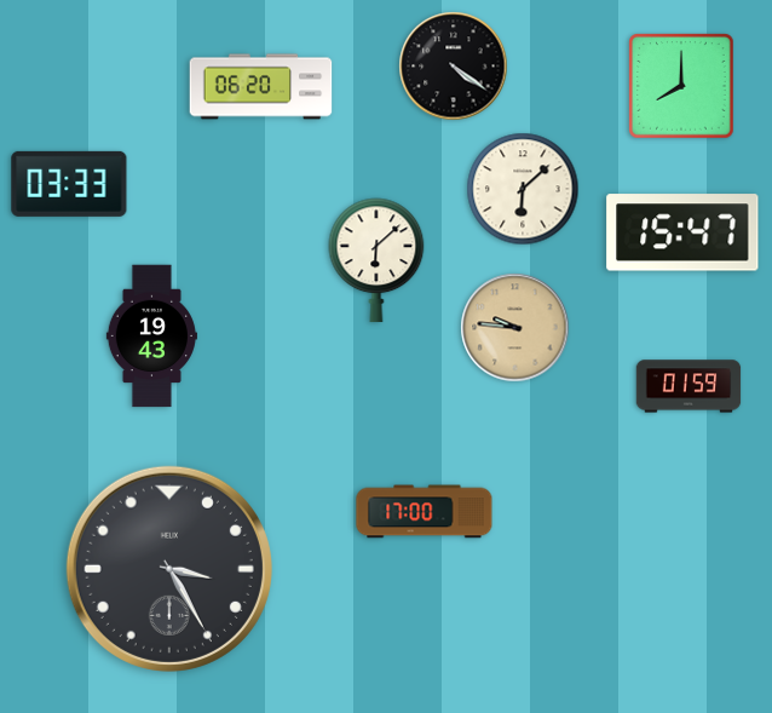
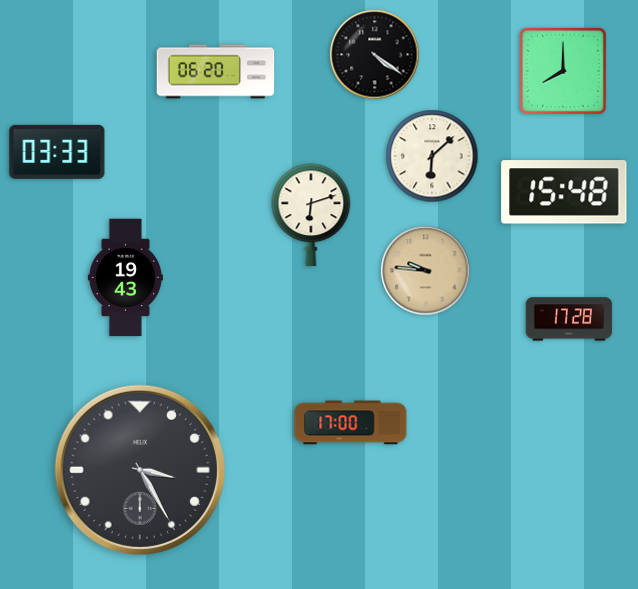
clock at (682, 232): 15:47 -> 15:48
clock at (376, 260): 6:08 -> 6:12
clock at (689, 386): 01:59 -> 17:28
